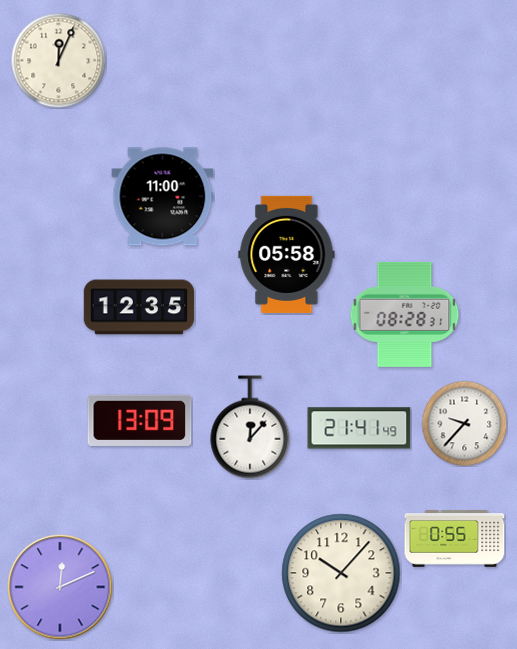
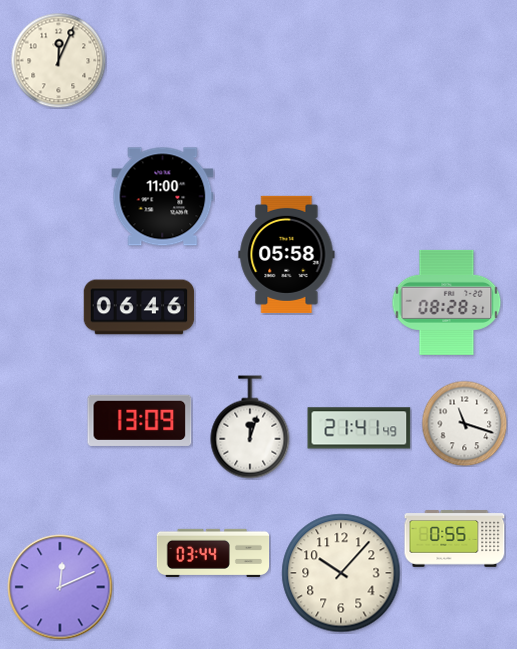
clock at (139, 307): 12:35 -> 06:46
clock at (405, 314) position: (405, 314) -> (447, 302)
clock at (464, 423): 9:37 -> 11:18
clock at (250, 427): 12:07 -> 12:03
clock at (213, 553): none -> 03:44
